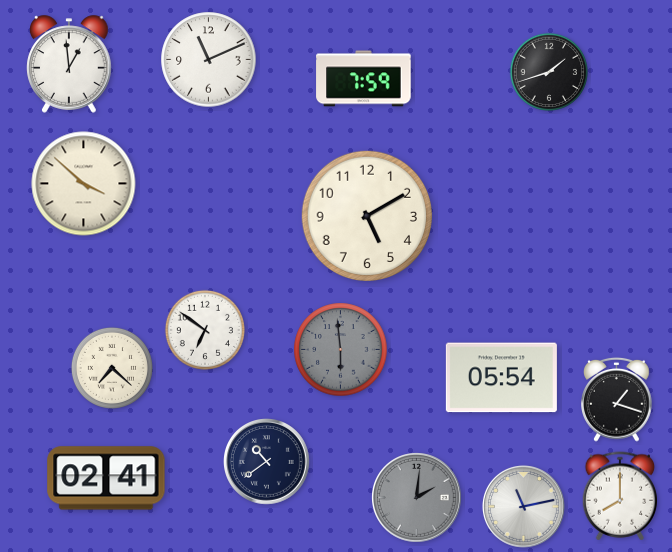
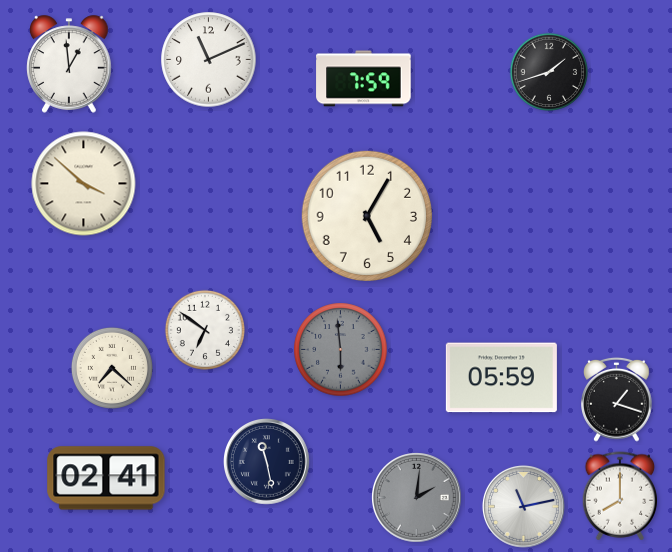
clock at (367, 216): 5:10 -> 5:05
clock at (501, 378): 05:54 -> 05:59
clock at (267, 462): 10:39 -> 11:28
